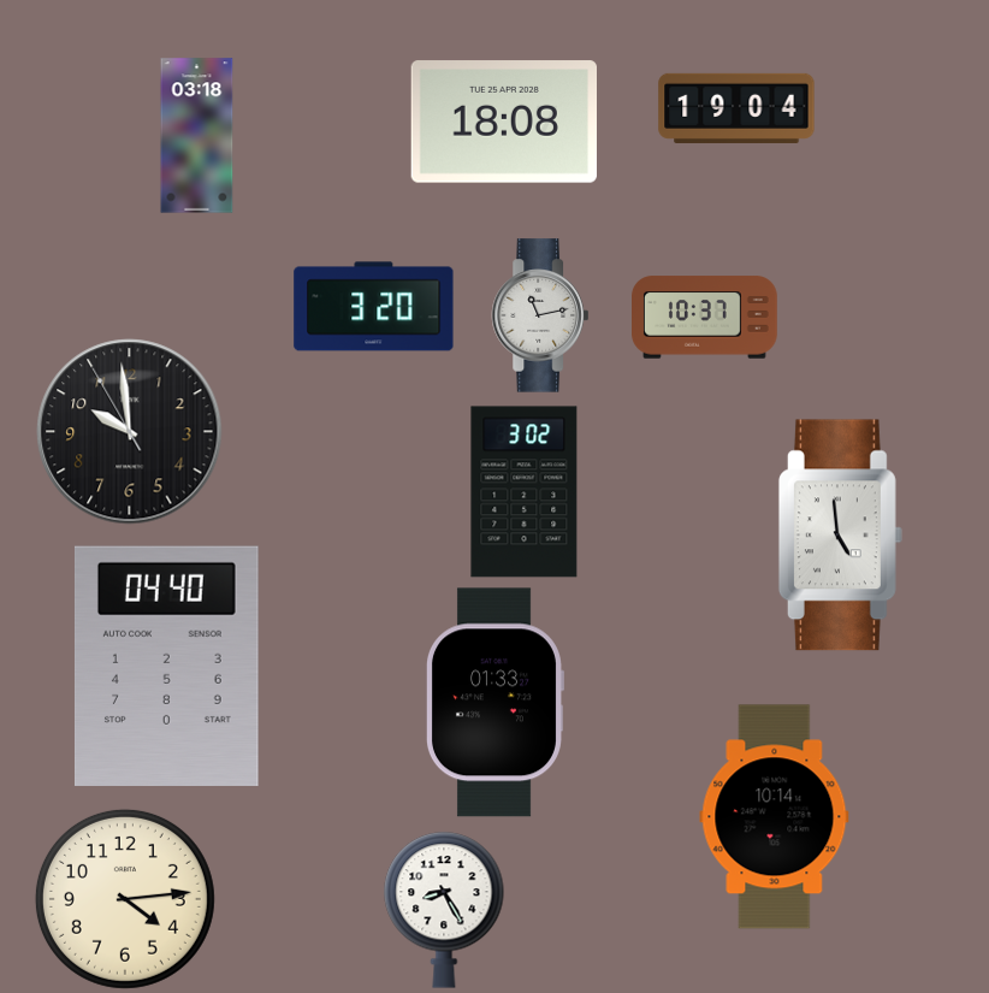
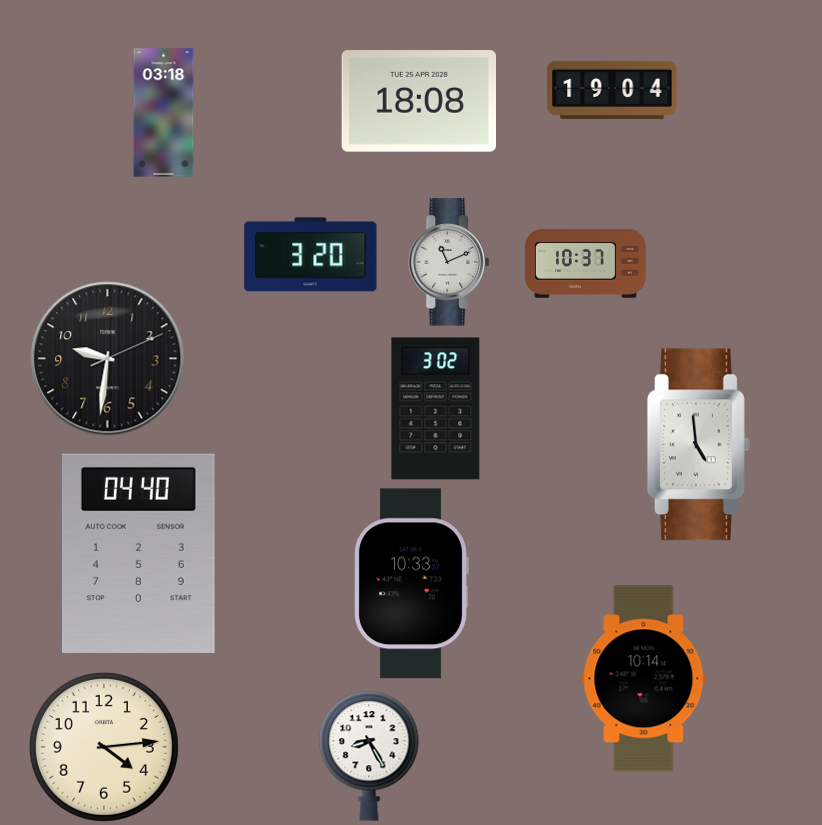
clock at (540, 315): 11:13 -> 11:11
clock at (130, 432): 9:58 -> 9:31
clock at (496, 703): 01:33 -> 10:33
